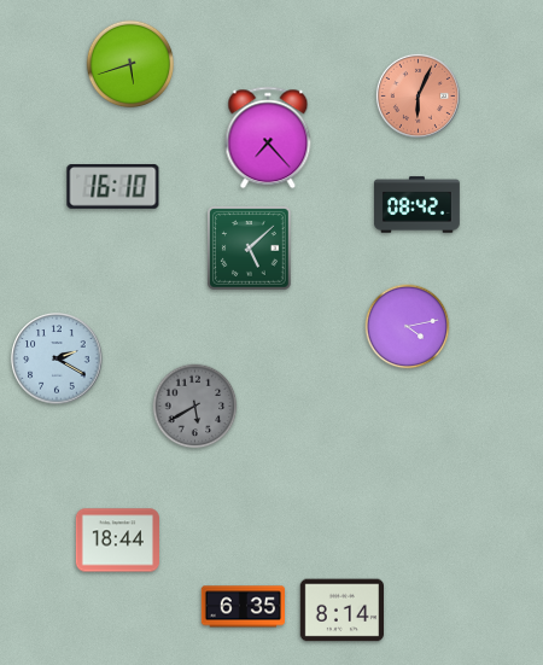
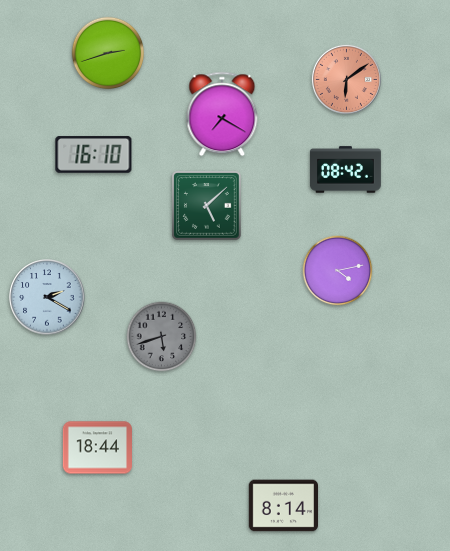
clock at (130, 64): 5:42 -> 2:42
clock at (418, 95): 6:04 -> 6:09
clock at (268, 138): 7:23 -> 7:20
clock at (195, 407): 5:40 -> 5:42
clock at (243, 607): 6:35 -> none
